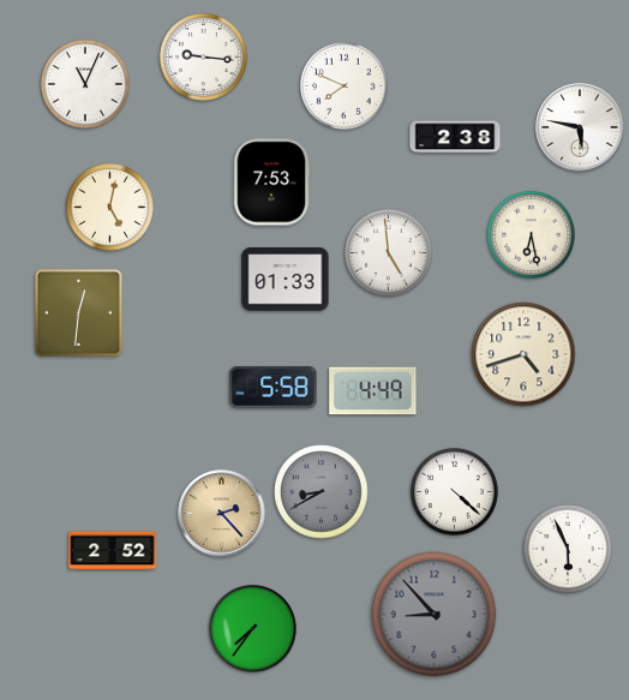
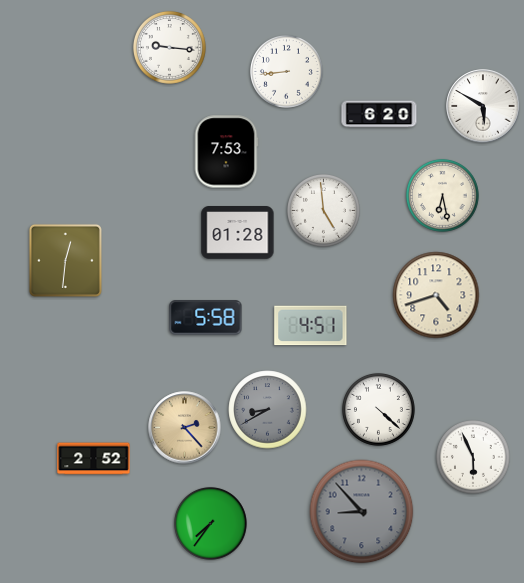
clock at (86, 85): 11:04 -> none
clock at (343, 85): 7:49 -> 8:44
clock at (580, 127): 5:47 -> 5:50
clock at (455, 137): 2:38 -> 6:20
clock at (109, 207): 5:02 -> none
clock at (286, 280): 01:33 -> 01:28
clock at (274, 388) position: (274, 388) -> (206, 318)
clock at (373, 391): 4:49 -> 4:51
